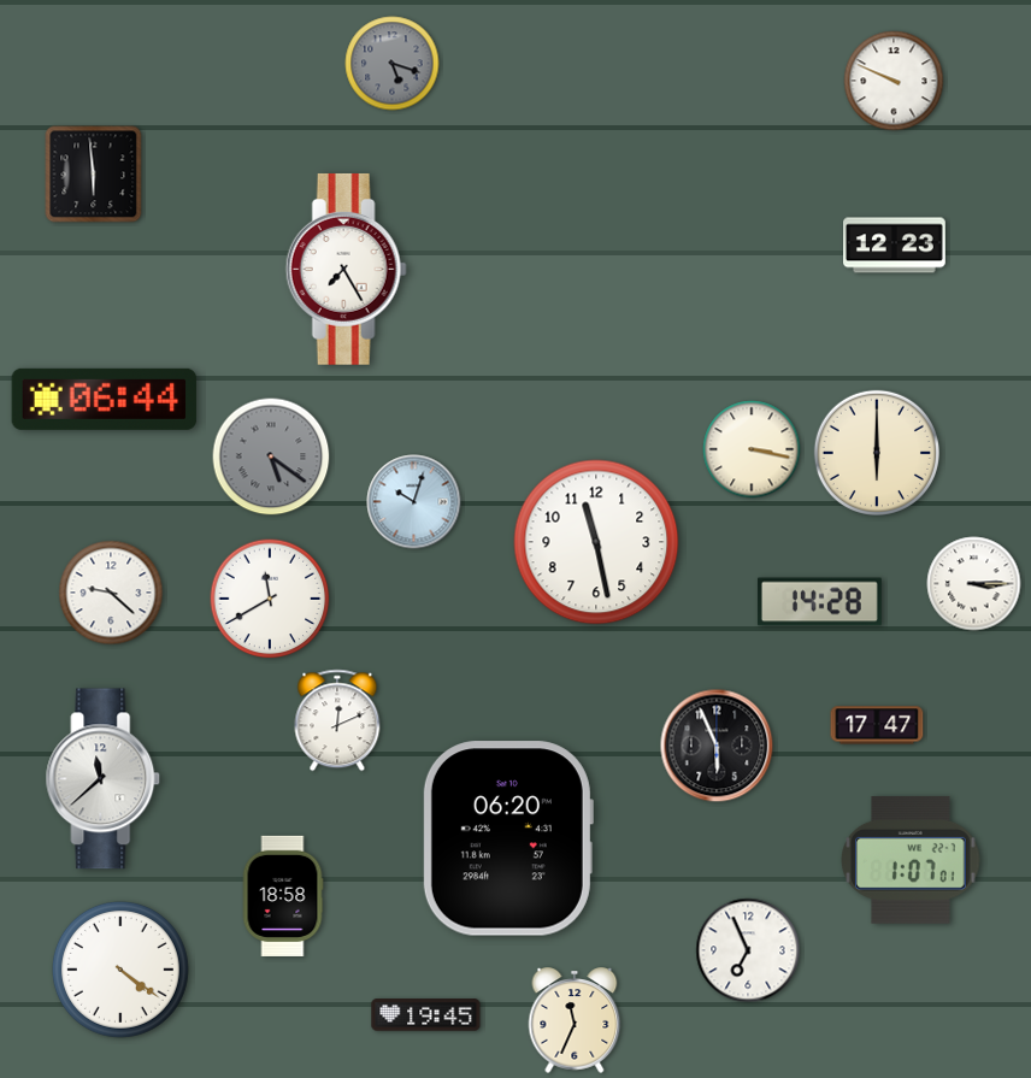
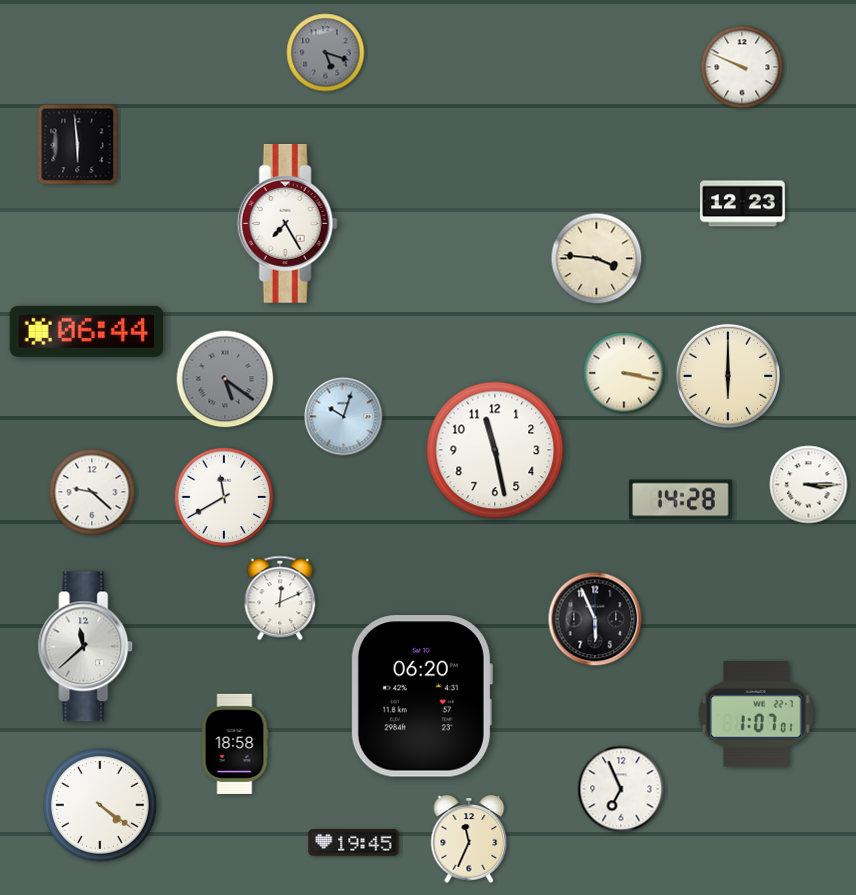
clock at (597, 259): none -> 3:46
clock at (877, 725): 17:47 -> none
clock at (575, 1020) position: (575, 1020) -> (469, 839)
